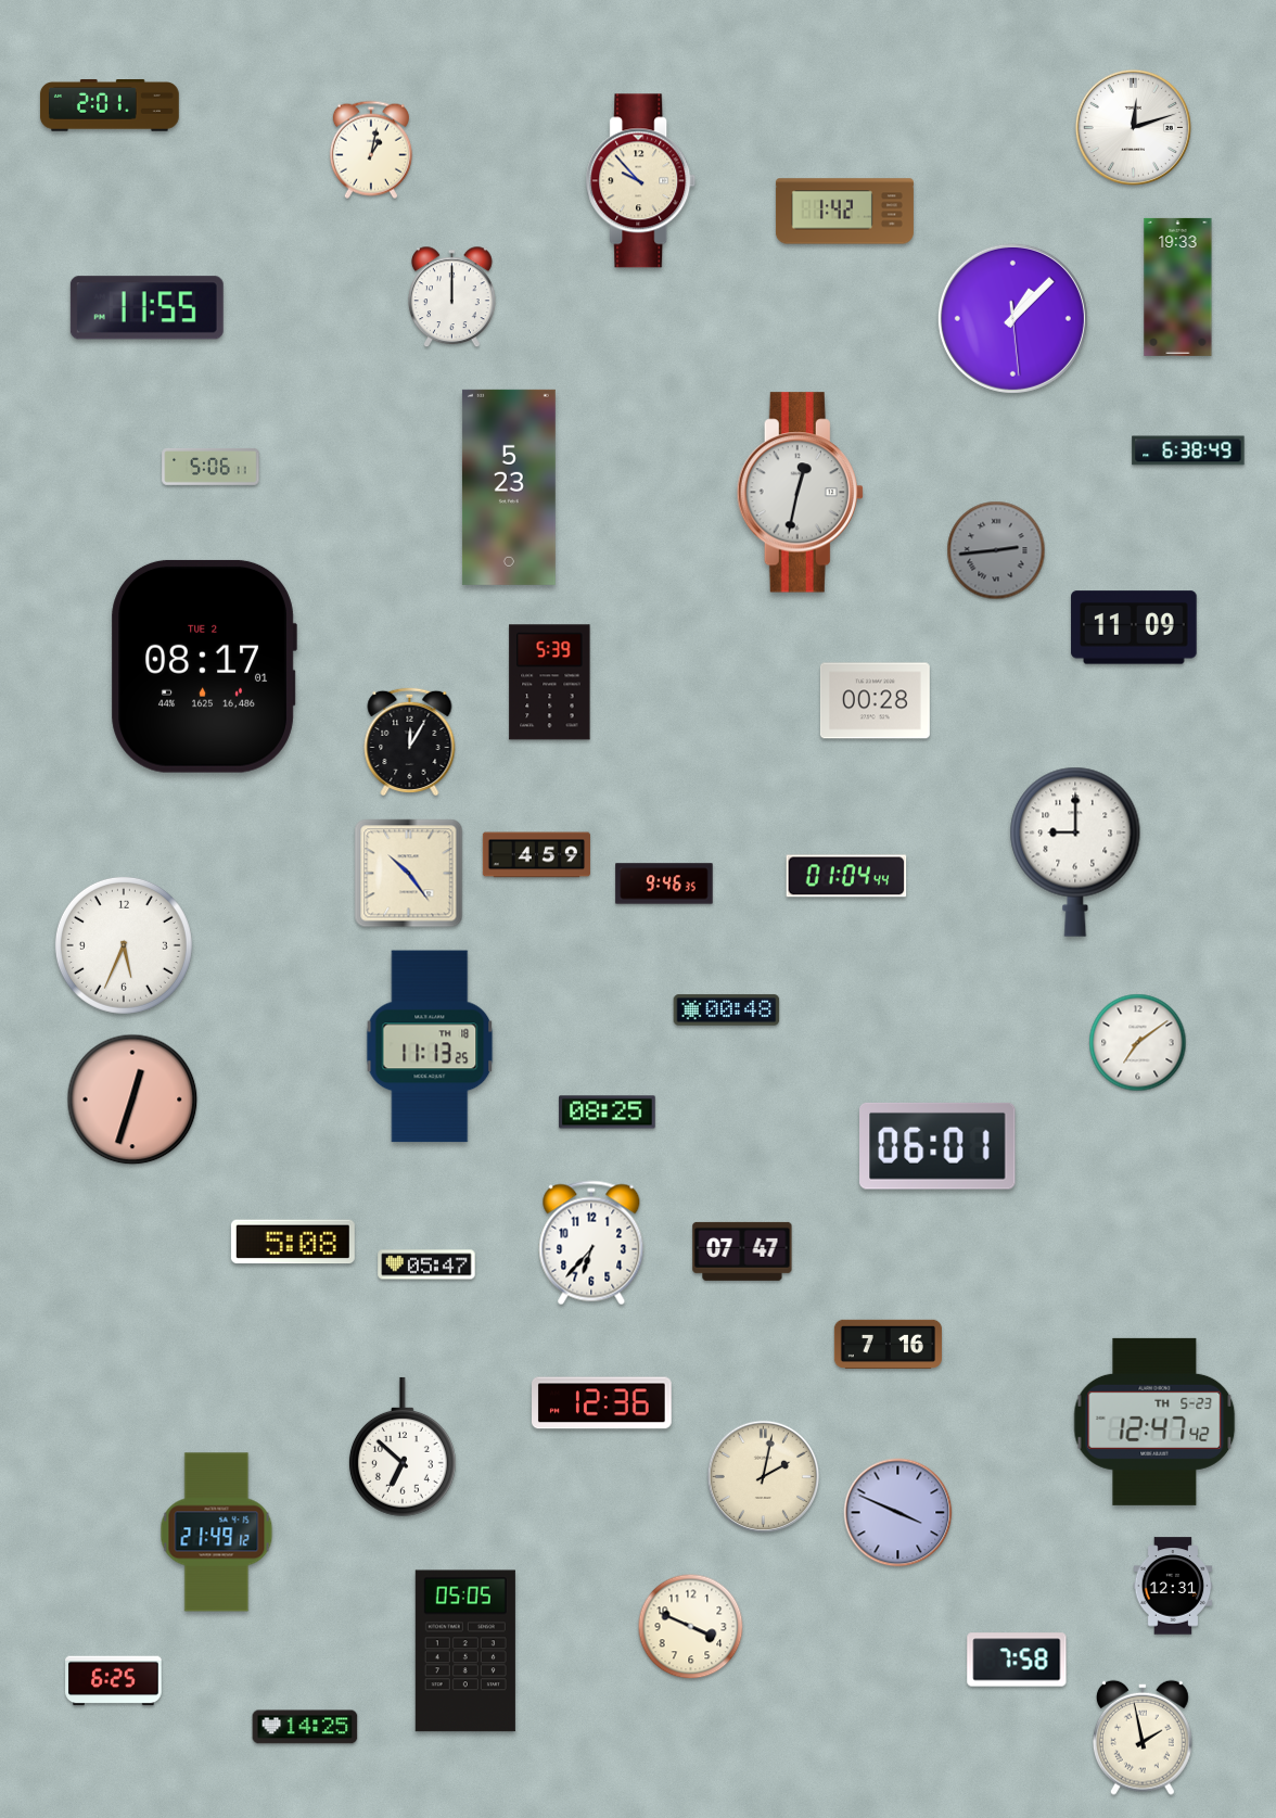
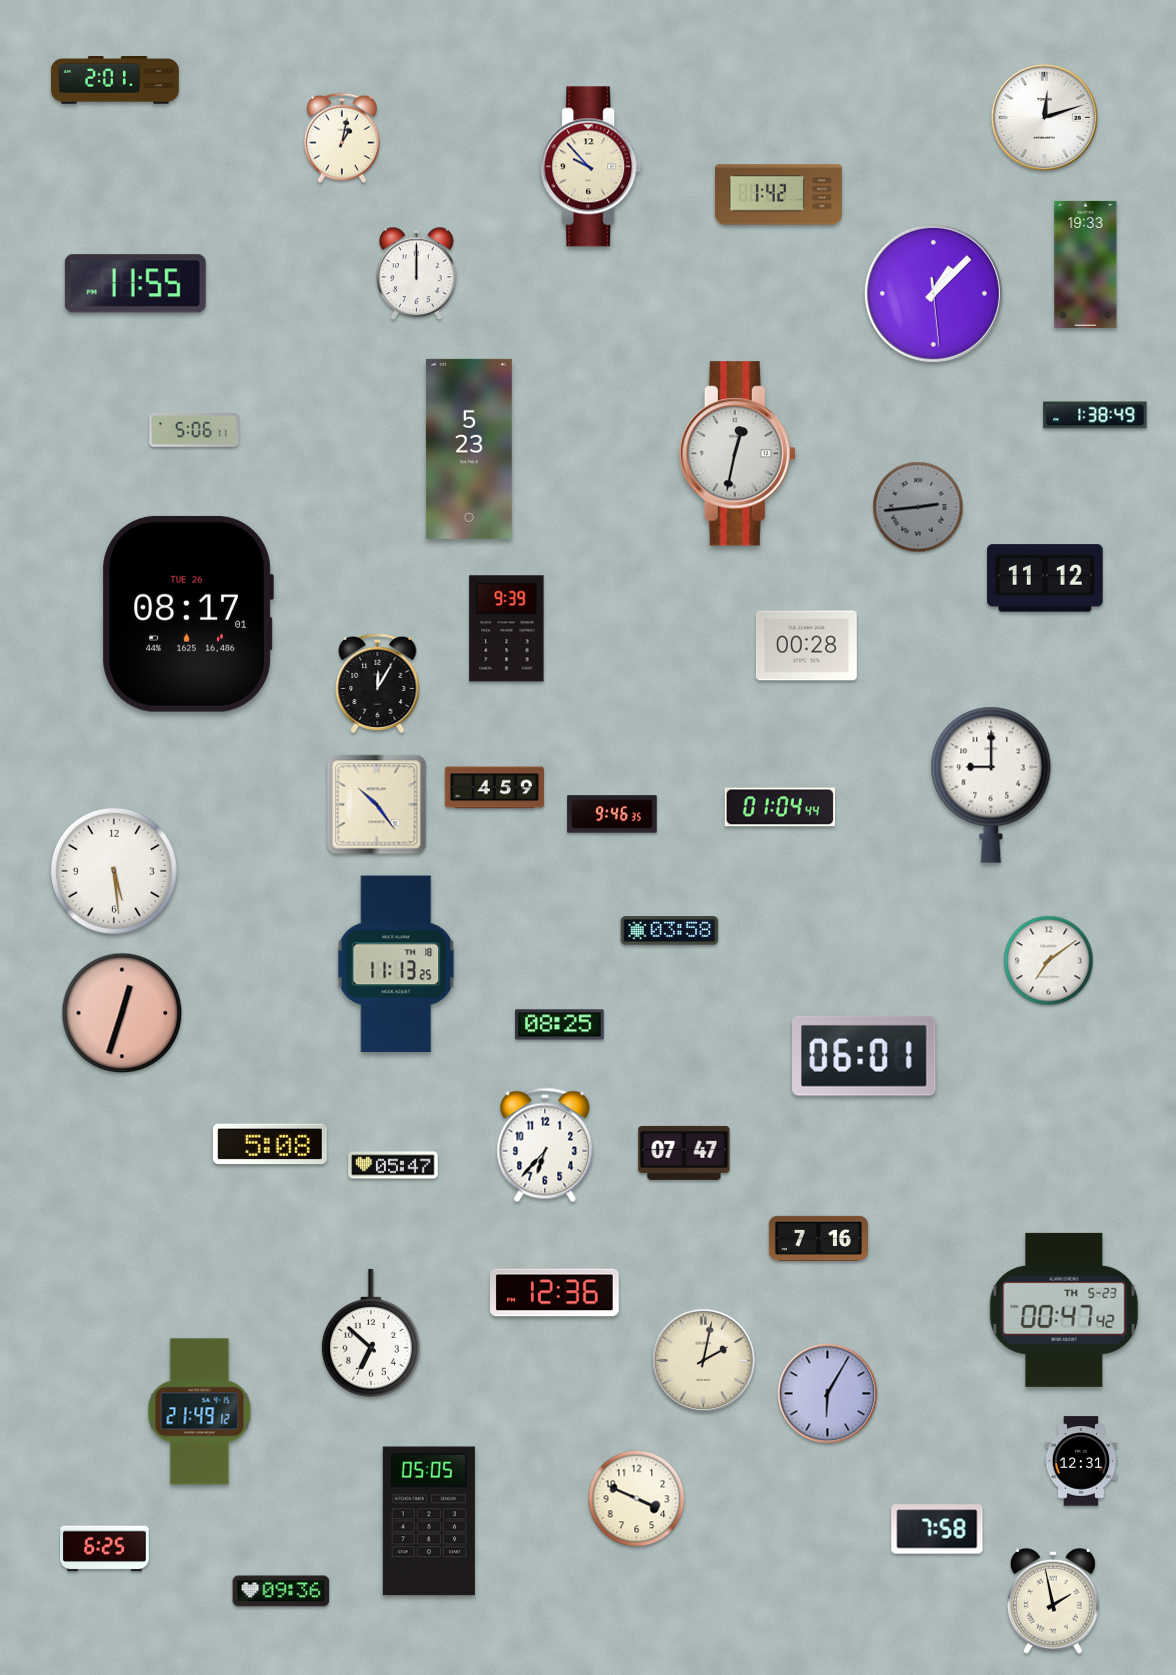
clock at (110, 106) position: (110, 106) -> (115, 81)
clock at (1188, 450): 6:38 -> 1:38
clock at (1134, 627): 11:09 -> 11:12
clock at (204, 666) date: TUE 2 -> TUE 26
clock at (550, 683): 5:39 -> 9:39
clock at (124, 945): 5:34 -> 5:29
clock at (727, 1010): 00:48 -> 03:58
clock at (1154, 1422): 12:47 -> 00:47
clock at (898, 1513): 3:49 -> 6:05
clock at (305, 1727): 14:25 -> 09:36
